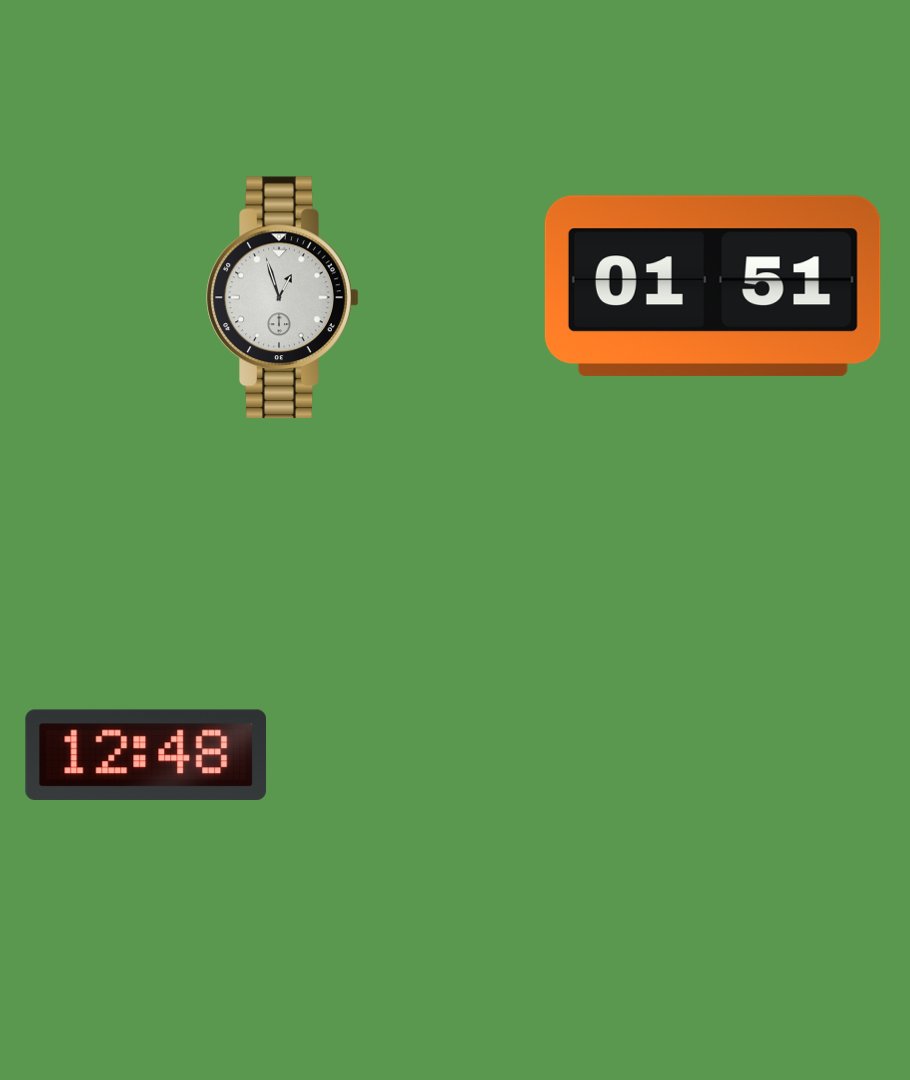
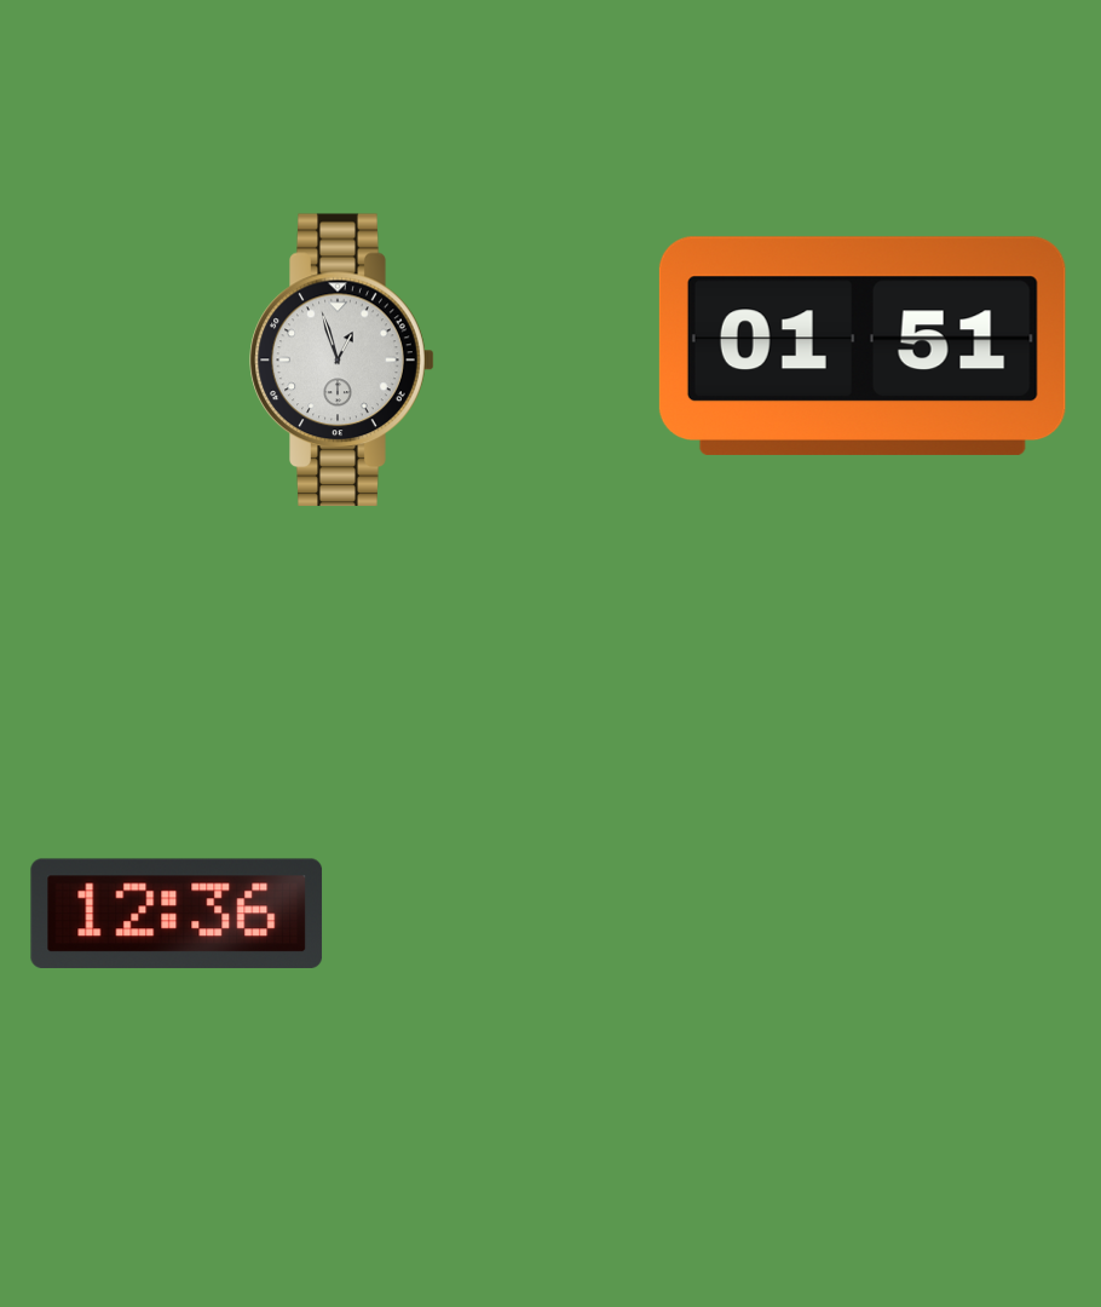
clock at (146, 755): 12:48 -> 12:36
